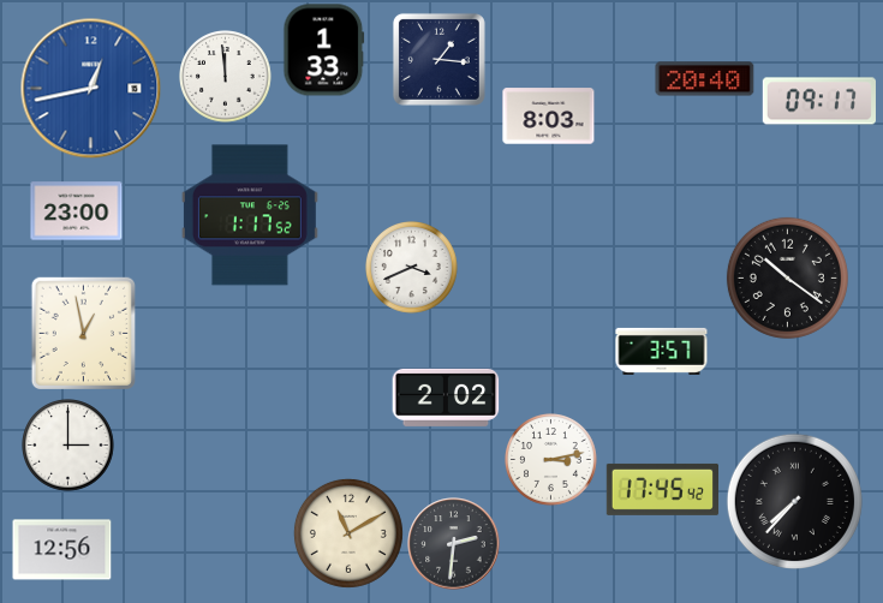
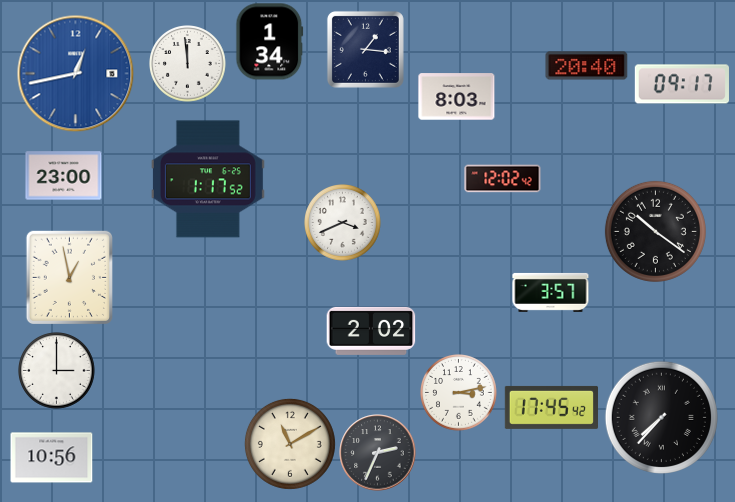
clock at (324, 50): 1:33 -> 1:34
clock at (503, 179): none -> 12:02
clock at (551, 460) position: (551, 460) -> (459, 393)
clock at (454, 544): 2:31 -> 2:34
clock at (62, 550): 12:56 -> 10:56
